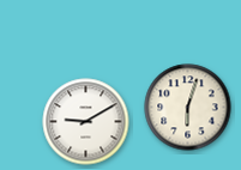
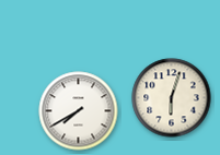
clock at (86, 122): 9:10 -> 7:40
